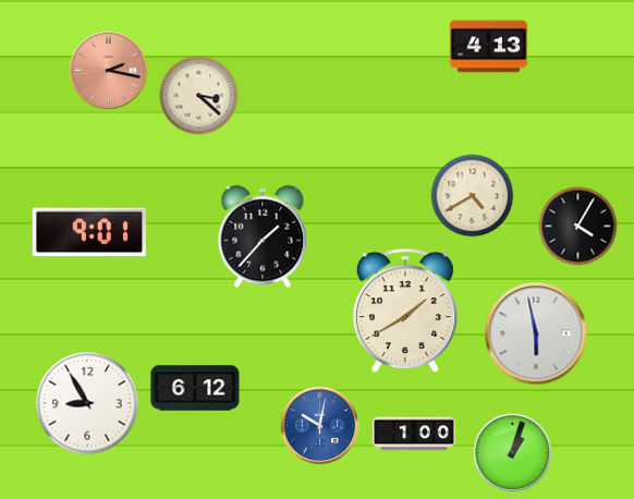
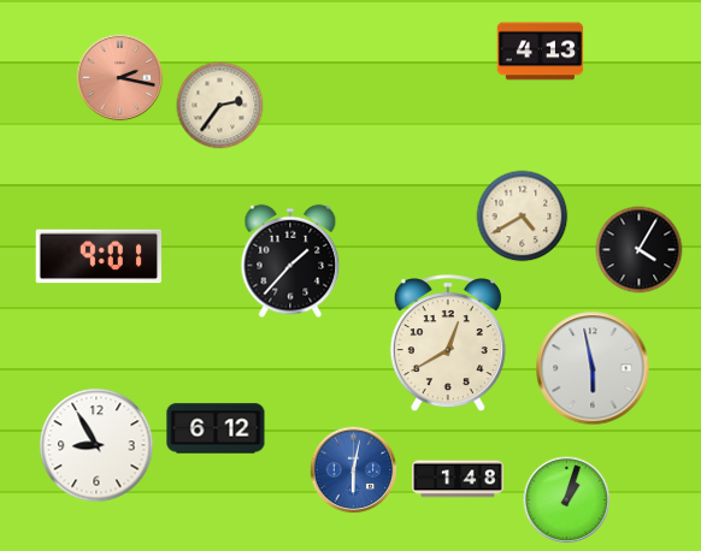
clock at (199, 96): 3:22 -> 2:36
clock at (405, 312): 1:40 -> 12:40
clock at (320, 426): 10:02 -> 6:02
clock at (414, 434): 1:00 -> 1:48
